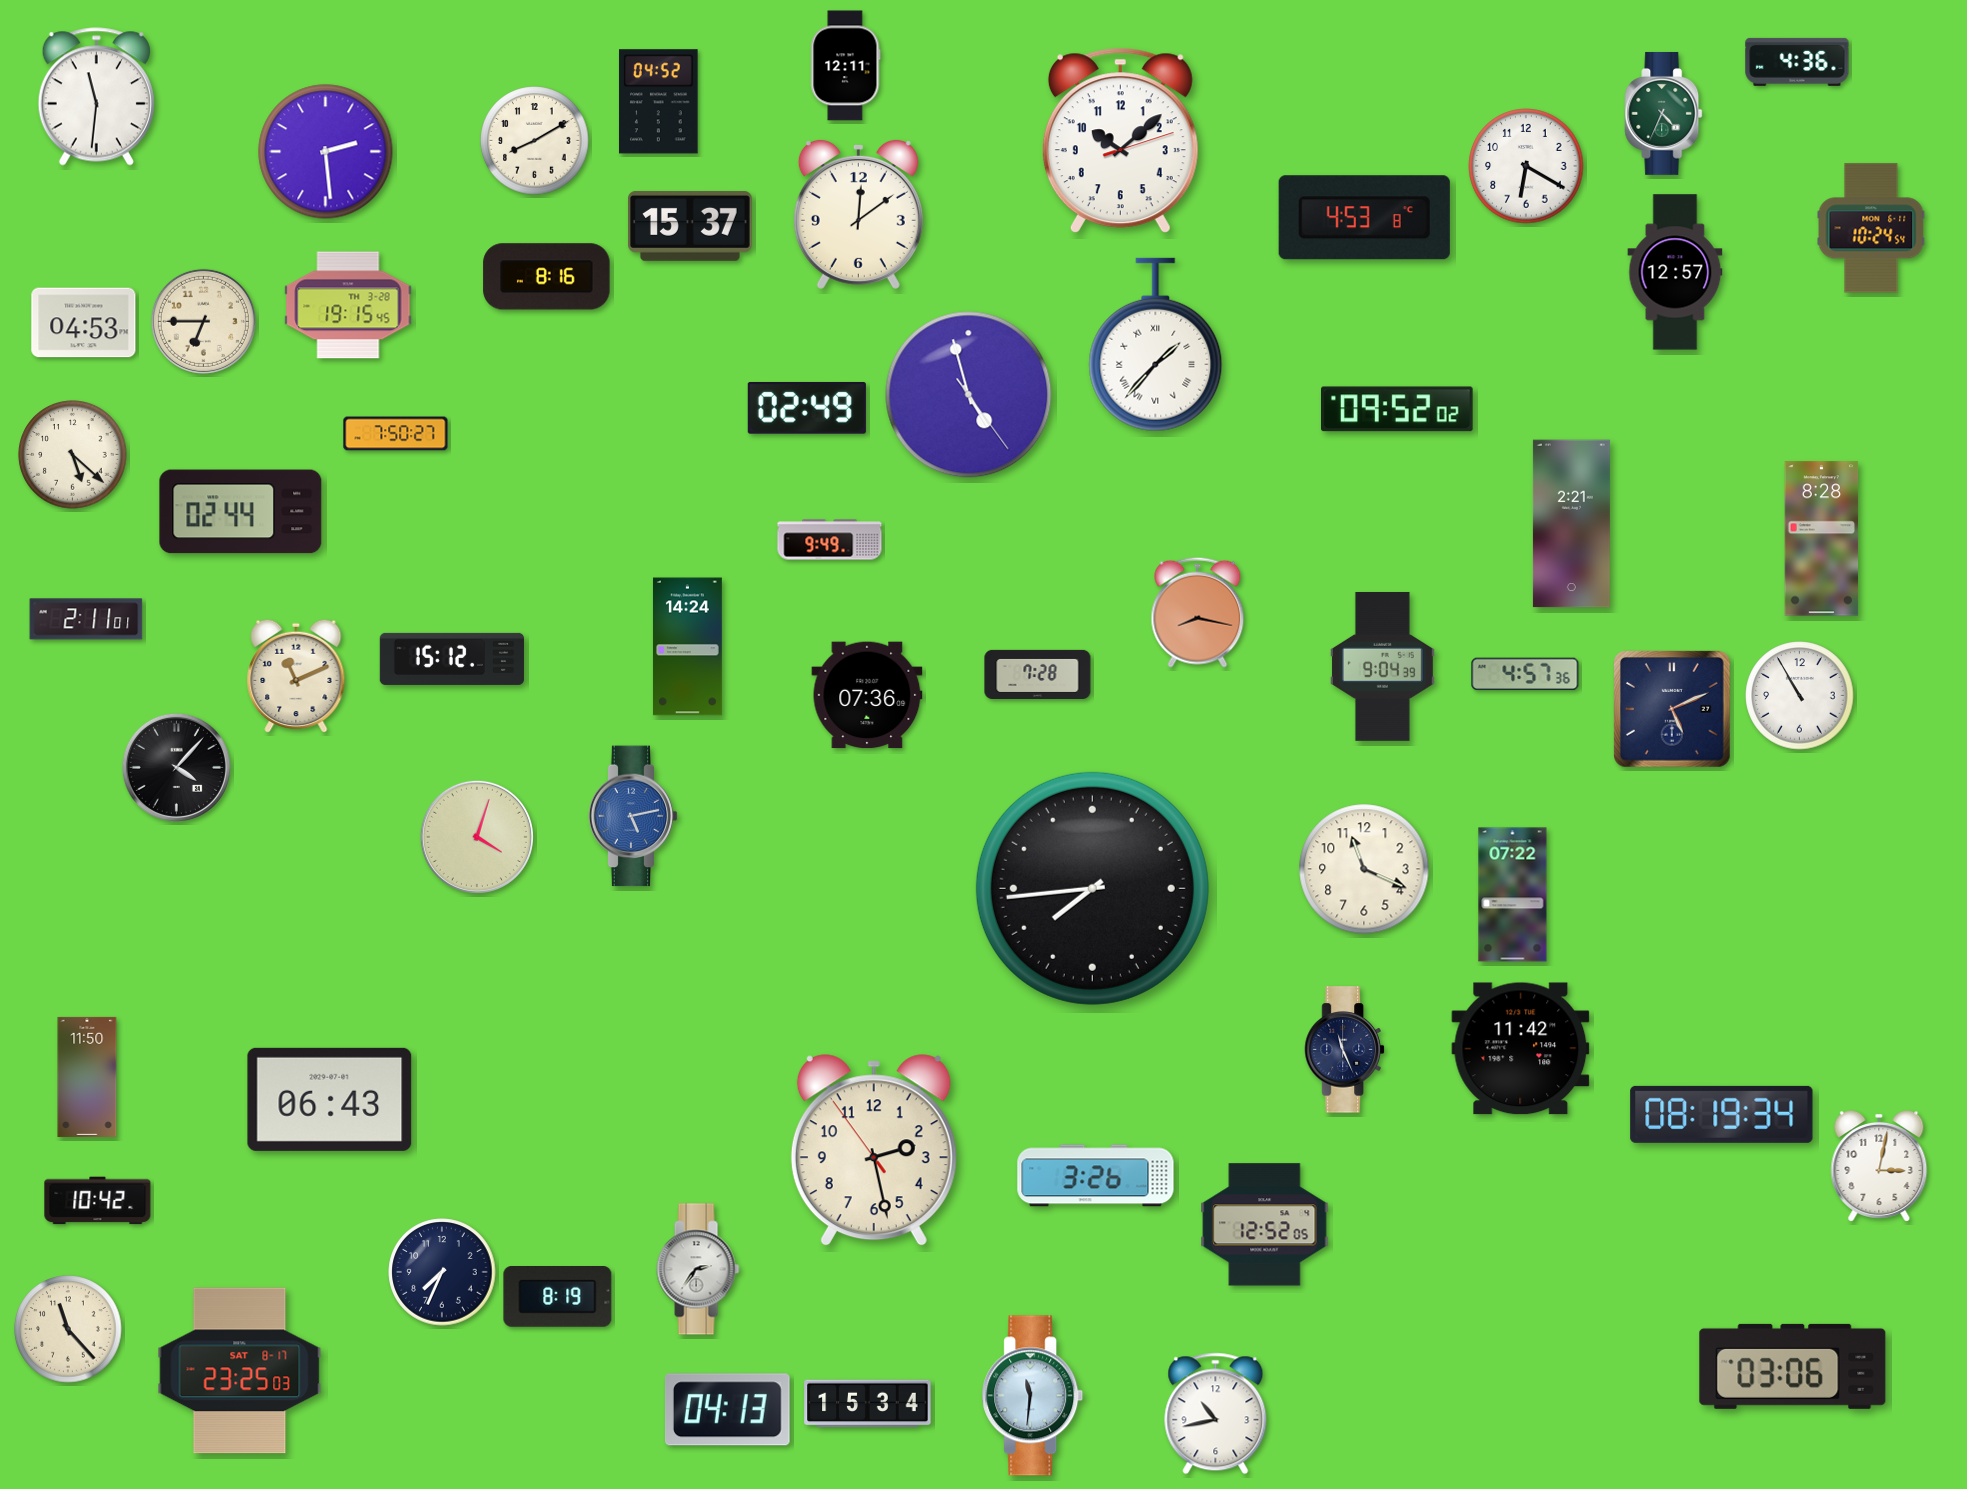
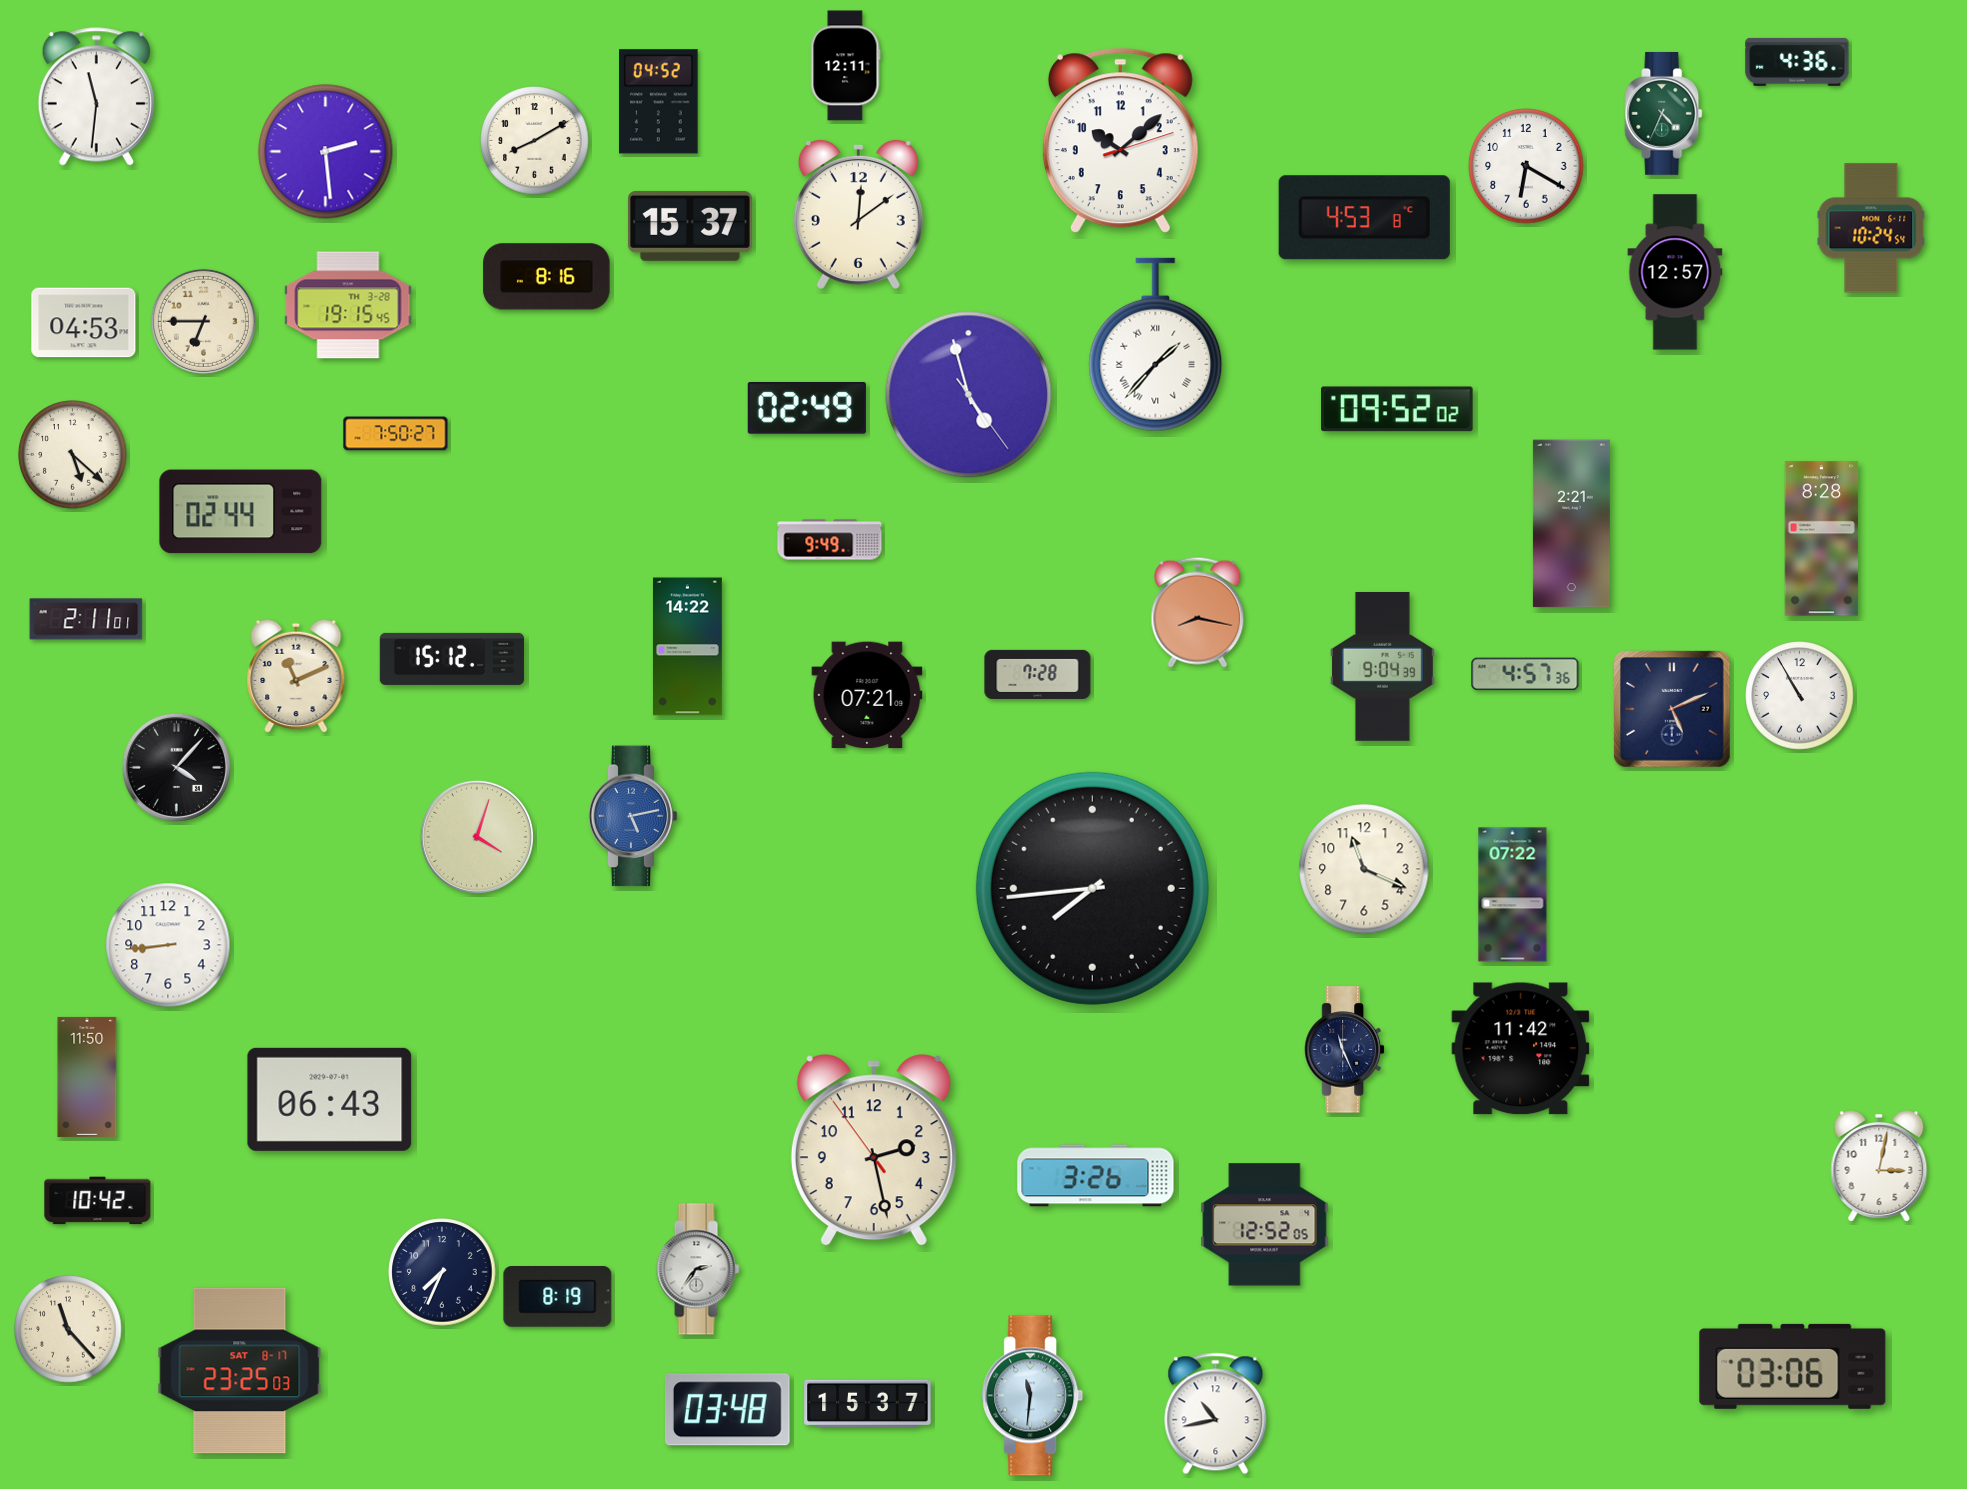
clock at (687, 647): 14:24 -> 14:22
clock at (867, 695): 07:36 -> 07:21
clock at (168, 945): none -> 8:44
clock at (1722, 1114): 08:19 -> none
clock at (868, 1404): 15:34 -> 15:37
clock at (727, 1410): 04:13 -> 03:48
